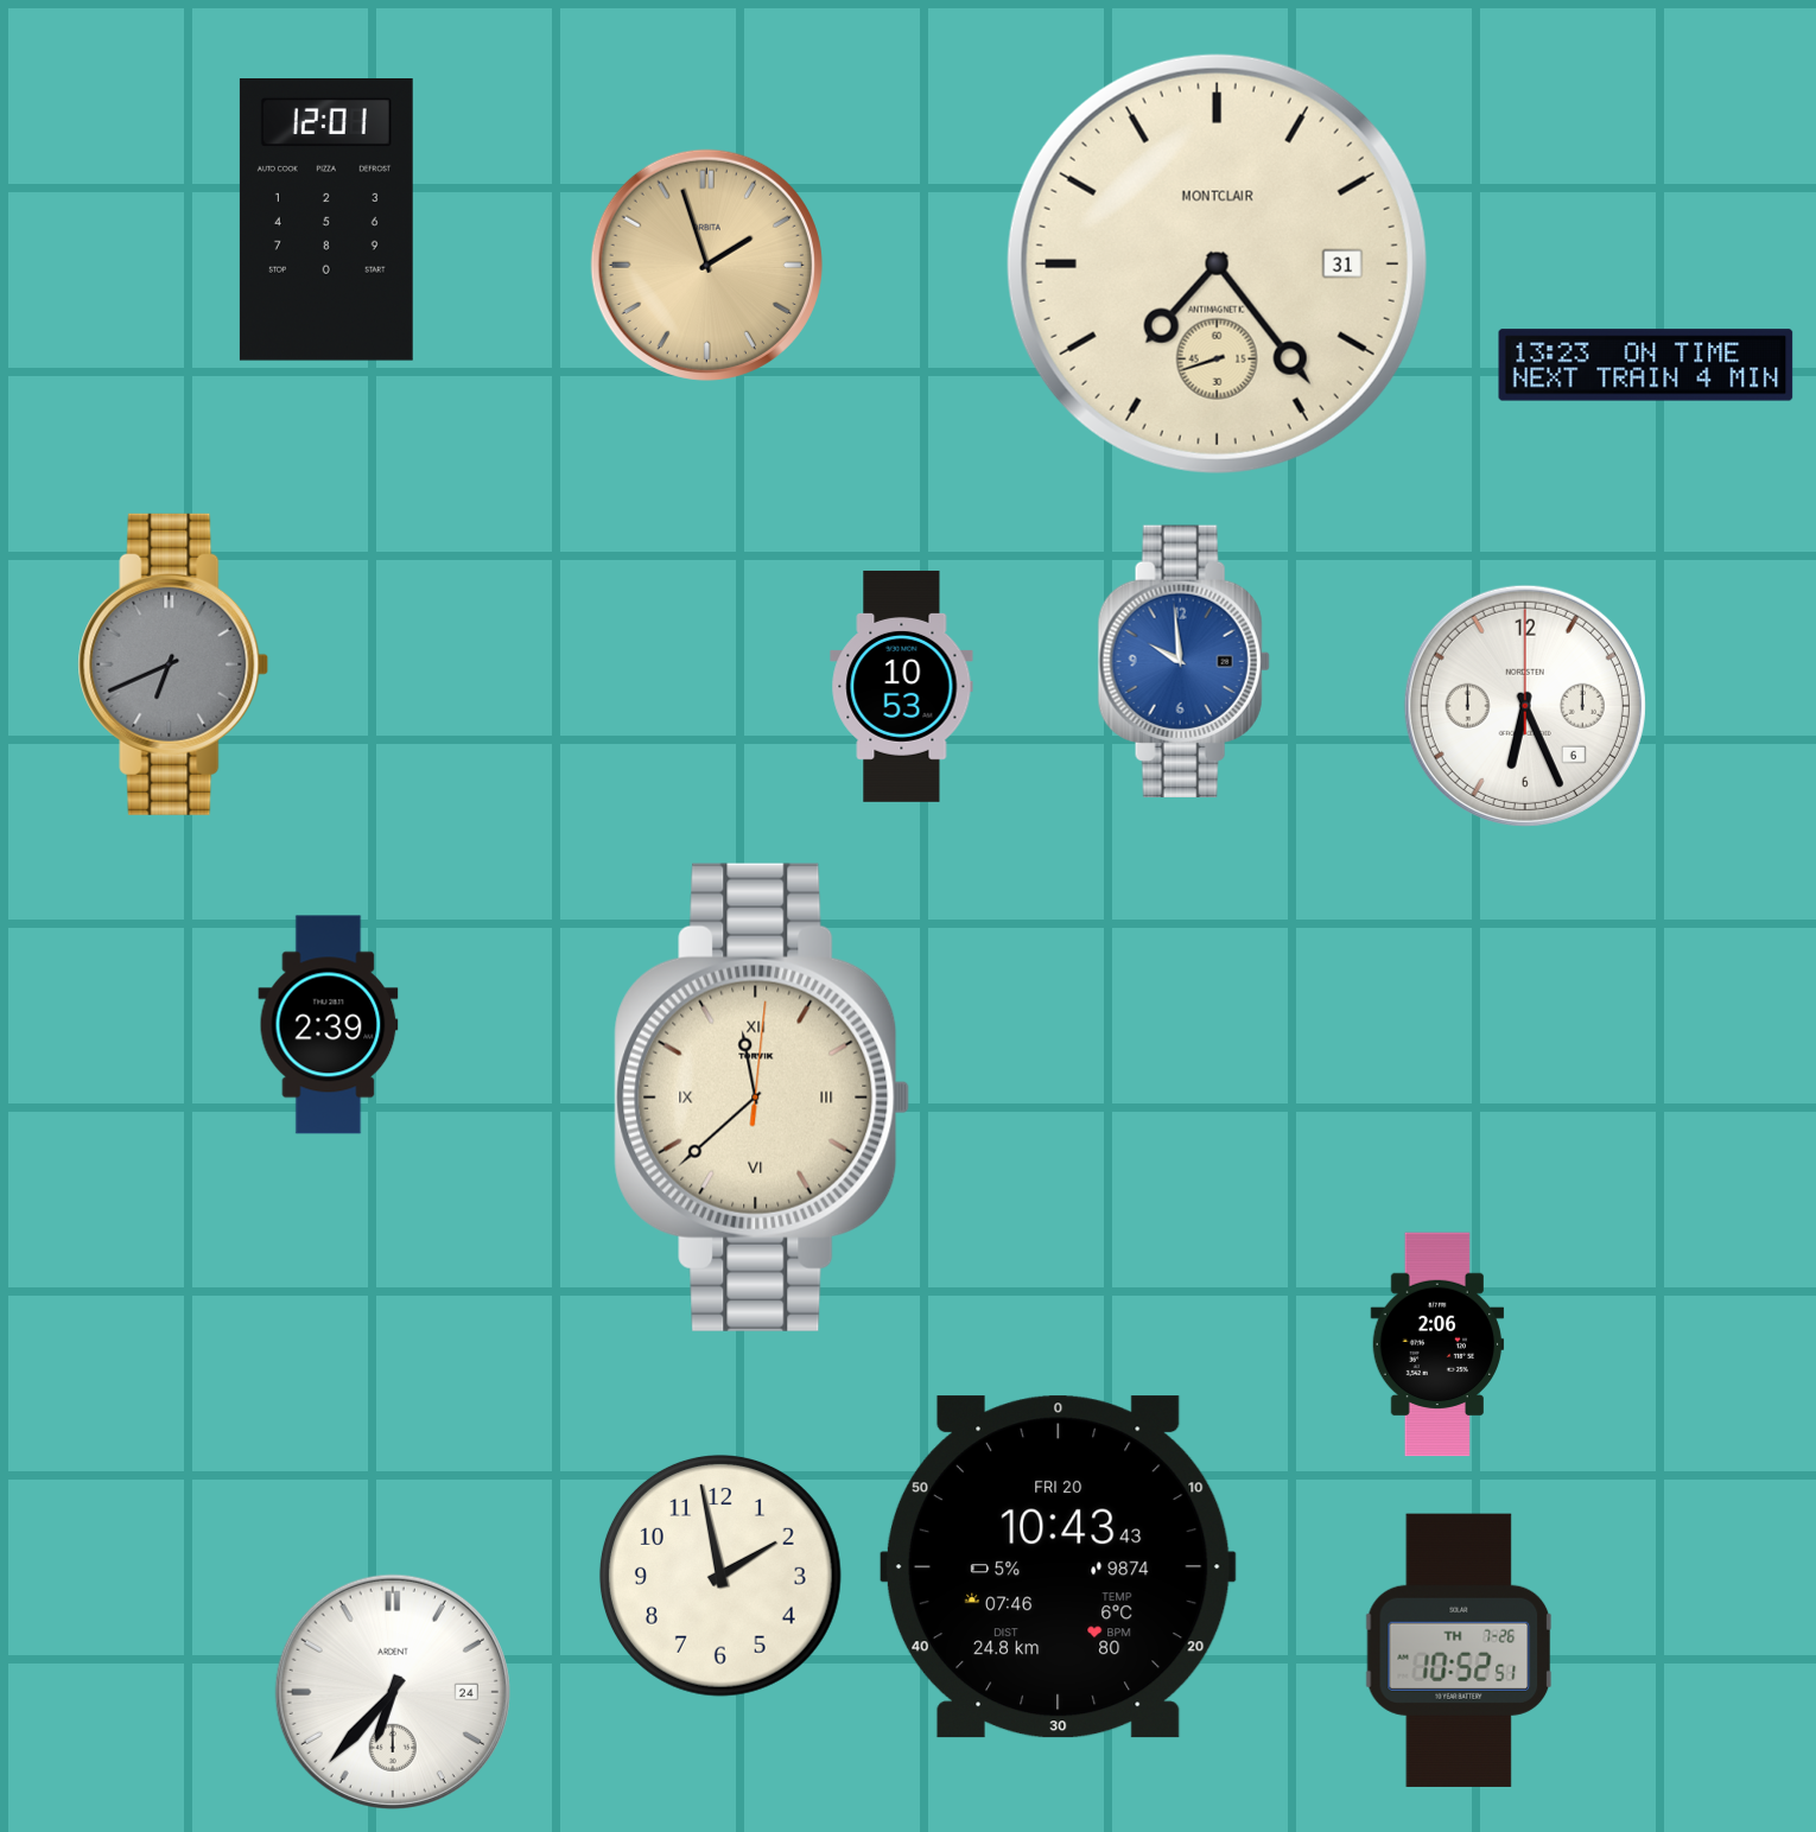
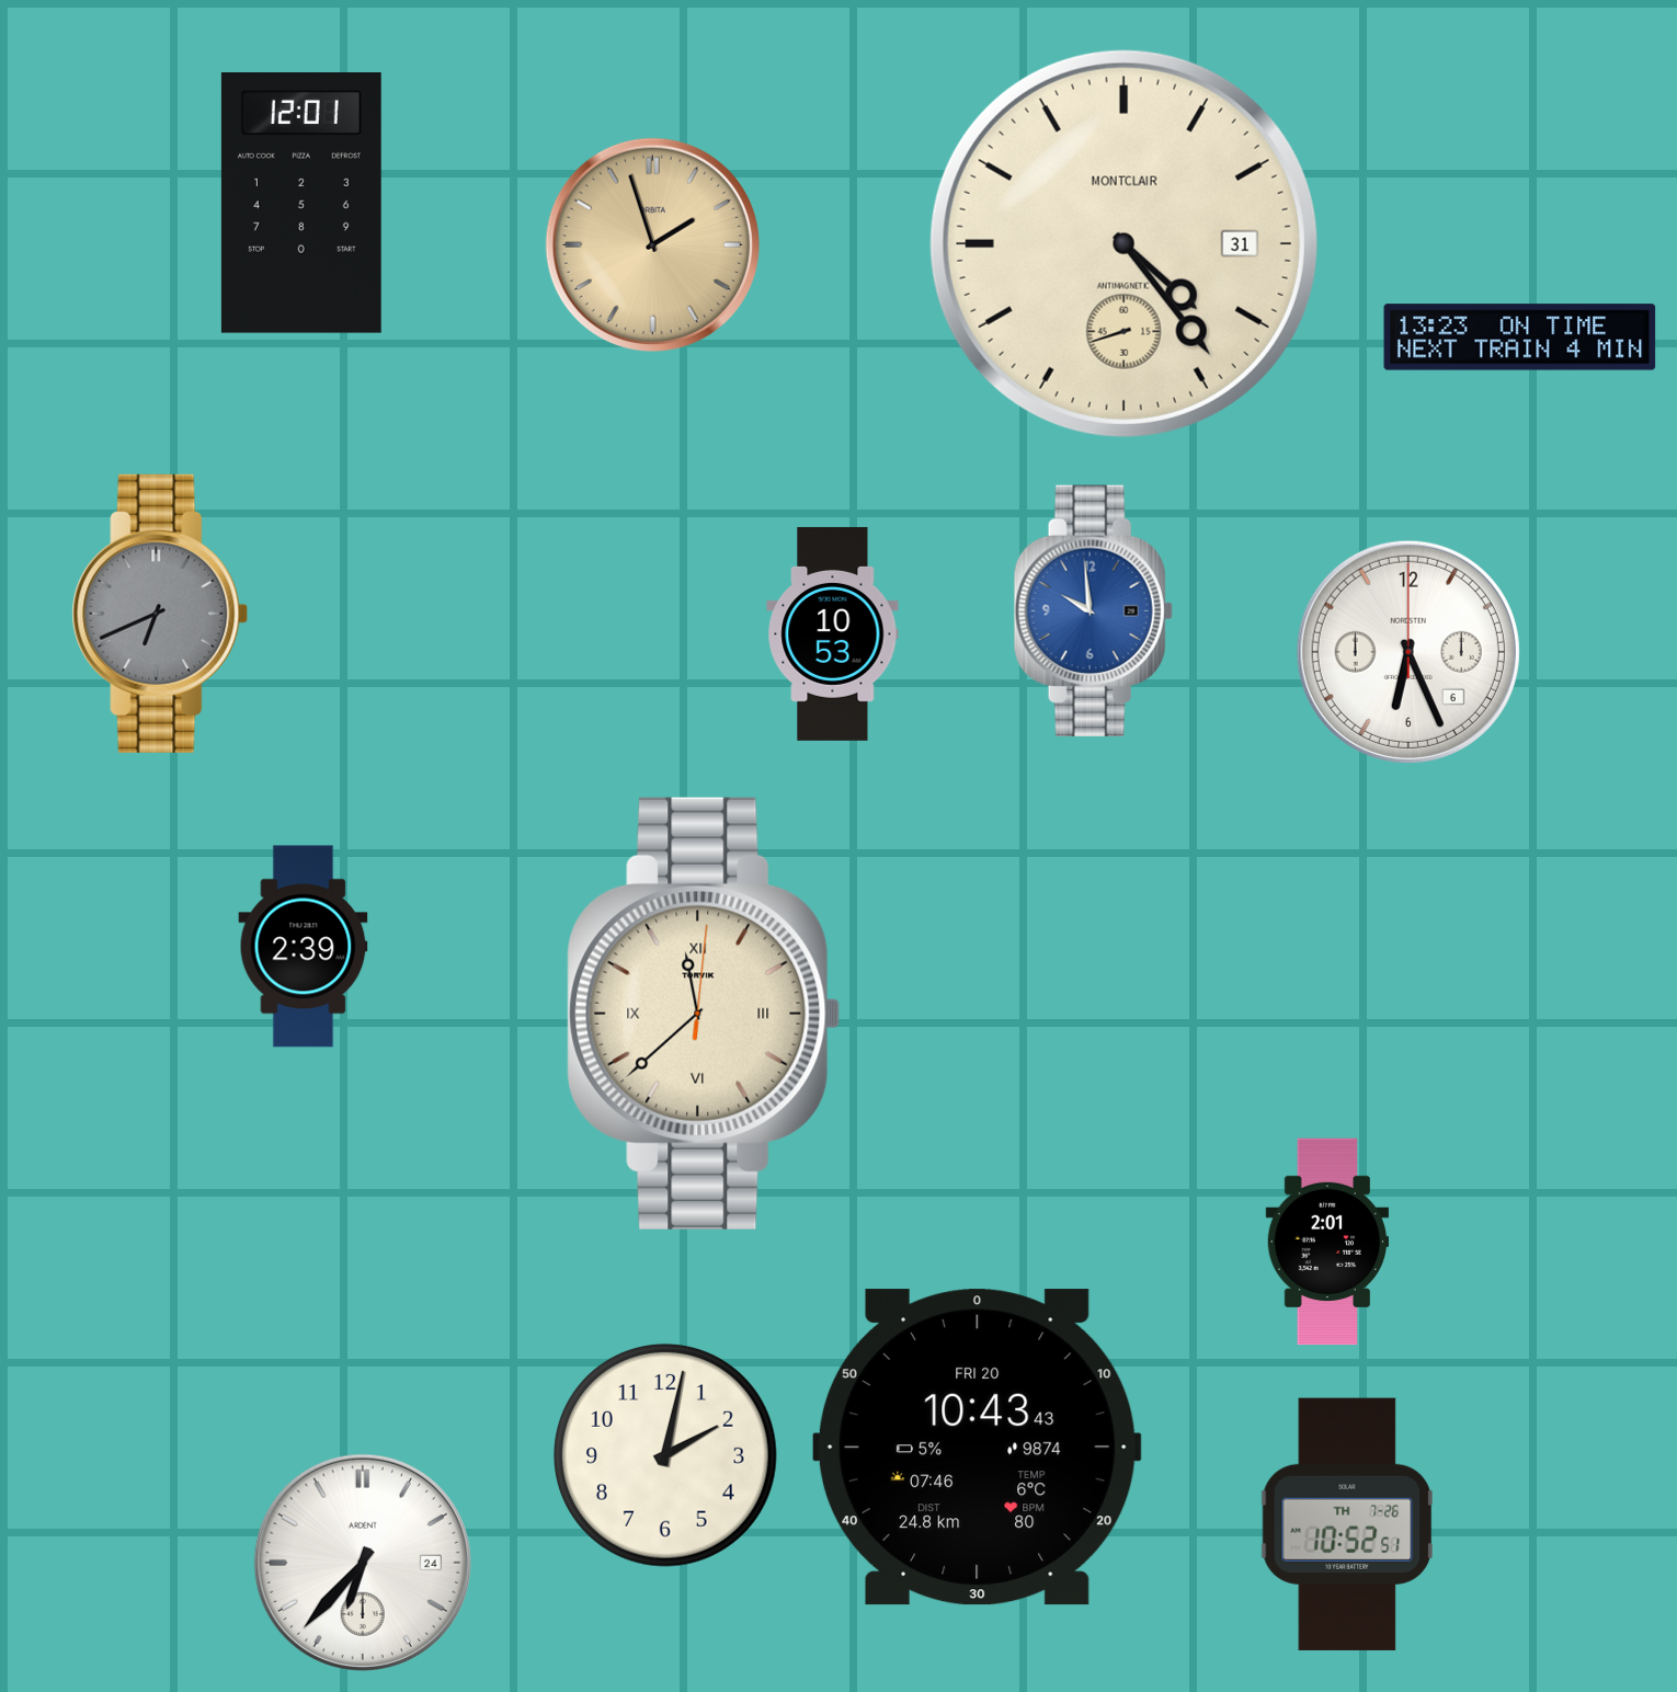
clock at (1217, 263): 7:23 -> 4:23
clock at (1437, 1344): 2:06 -> 2:01
clock at (720, 1576): 1:58 -> 2:02
